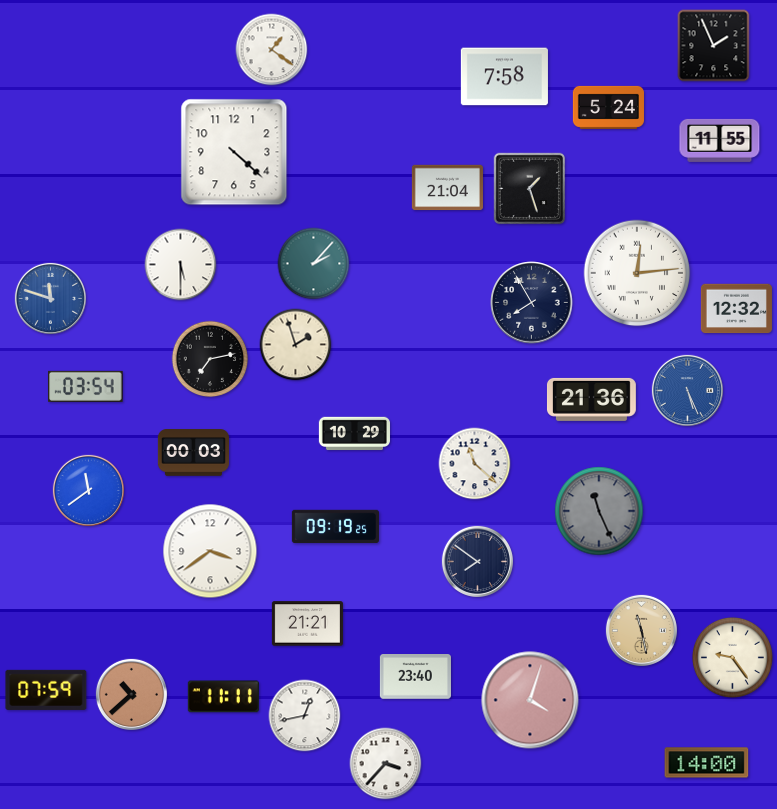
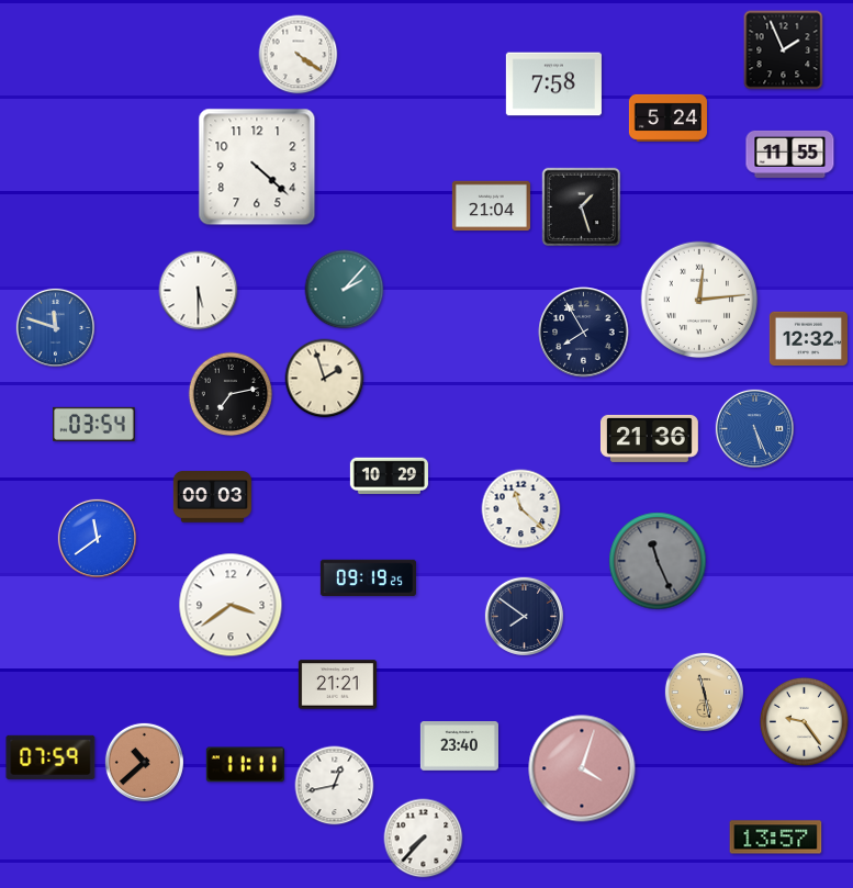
clock at (272, 50): 1:21 -> 4:21
clock at (415, 677) position: (415, 677) -> (459, 746)
clock at (707, 763): 14:00 -> 13:57
clock at (386, 764): 3:37 -> 7:37
